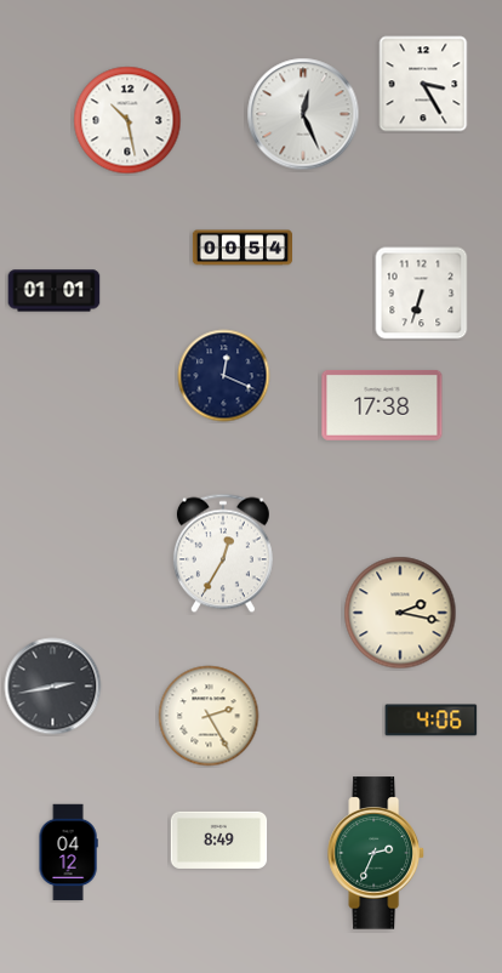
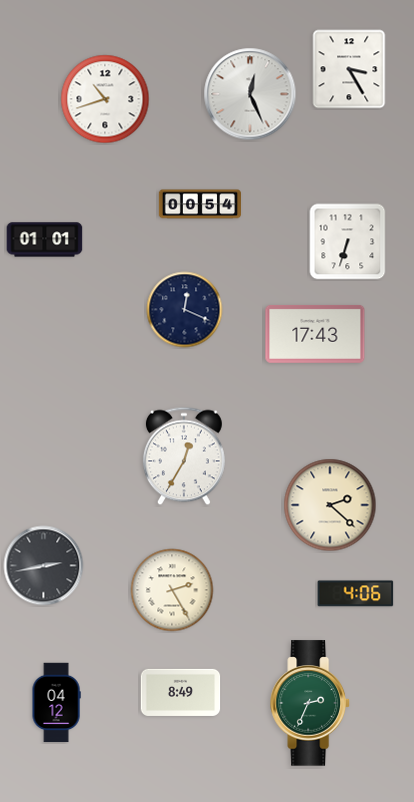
clock at (127, 120): 10:28 -> 10:42
clock at (382, 405): 17:38 -> 17:43
clock at (400, 613): 2:17 -> 2:22
